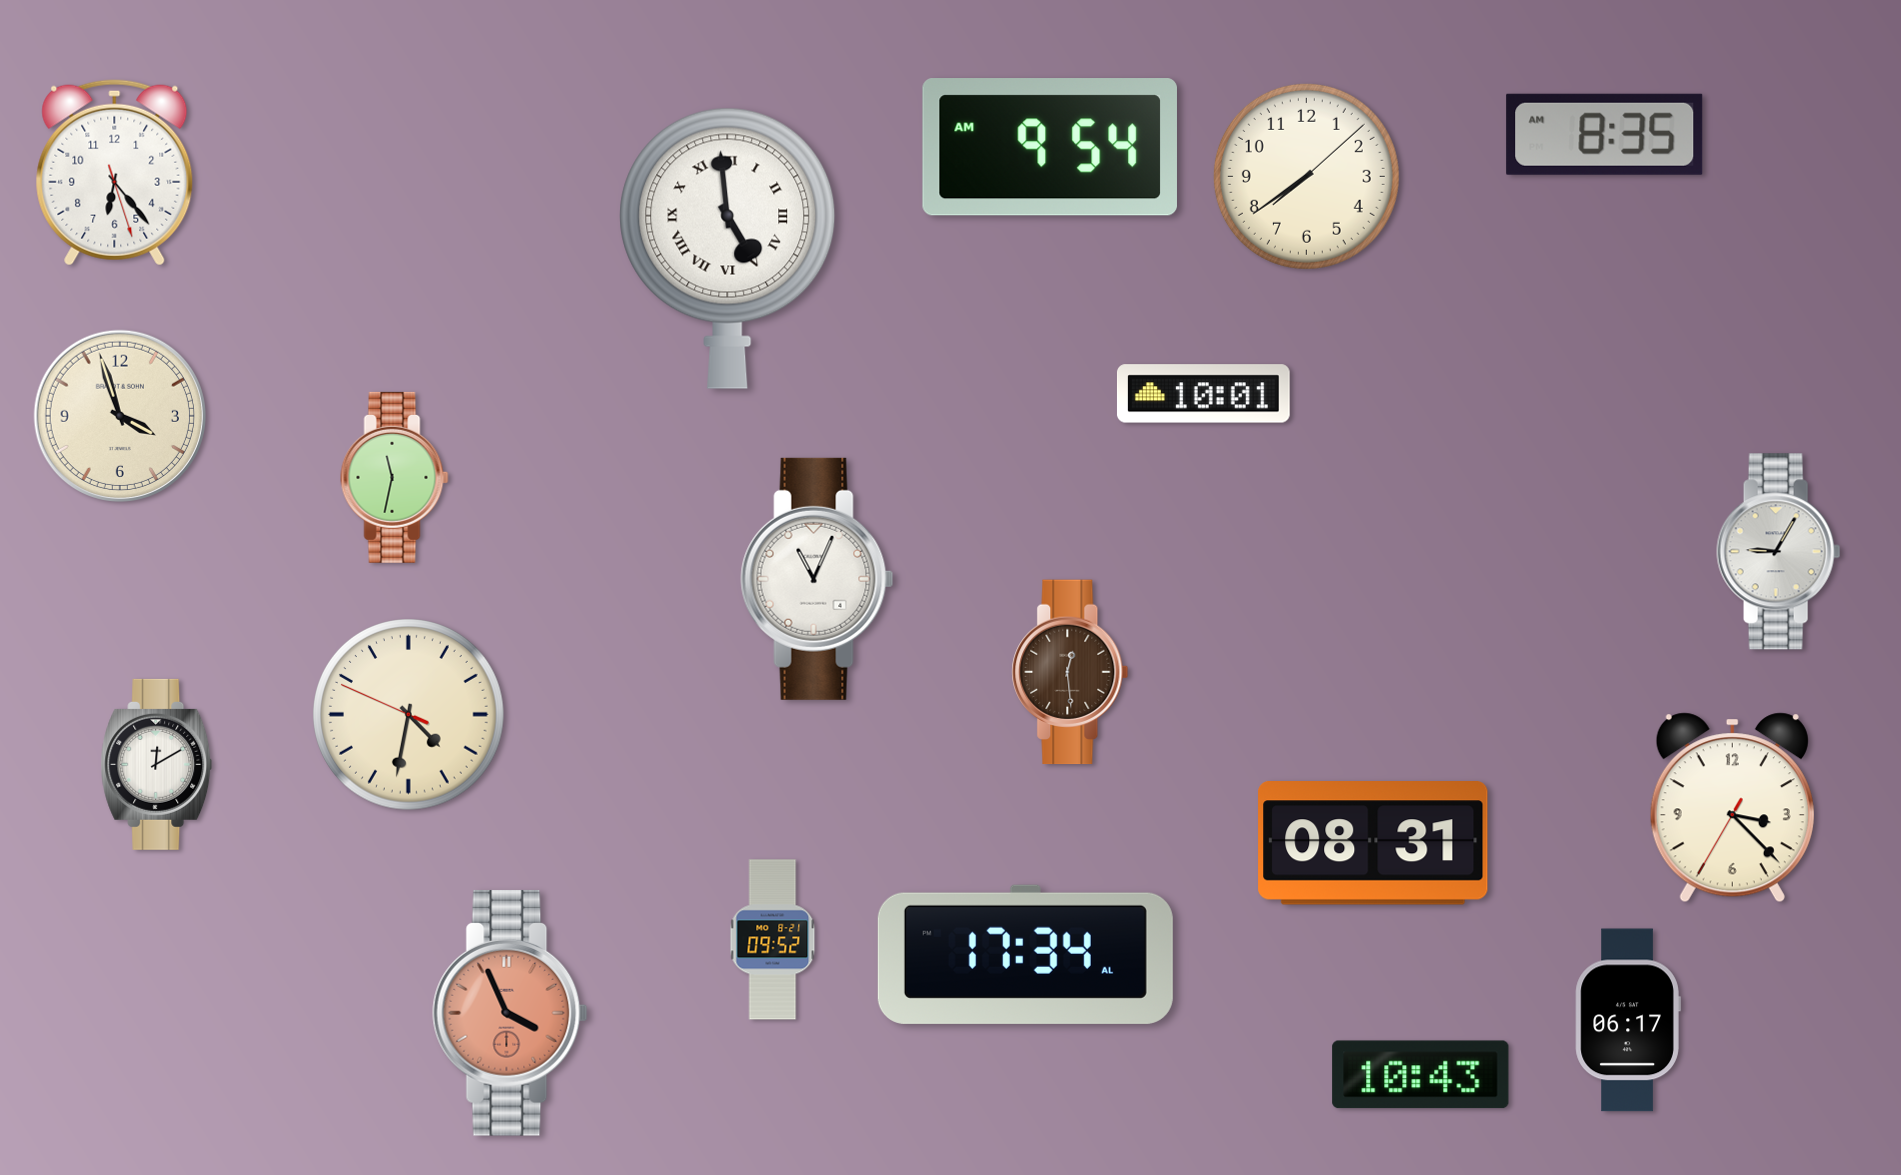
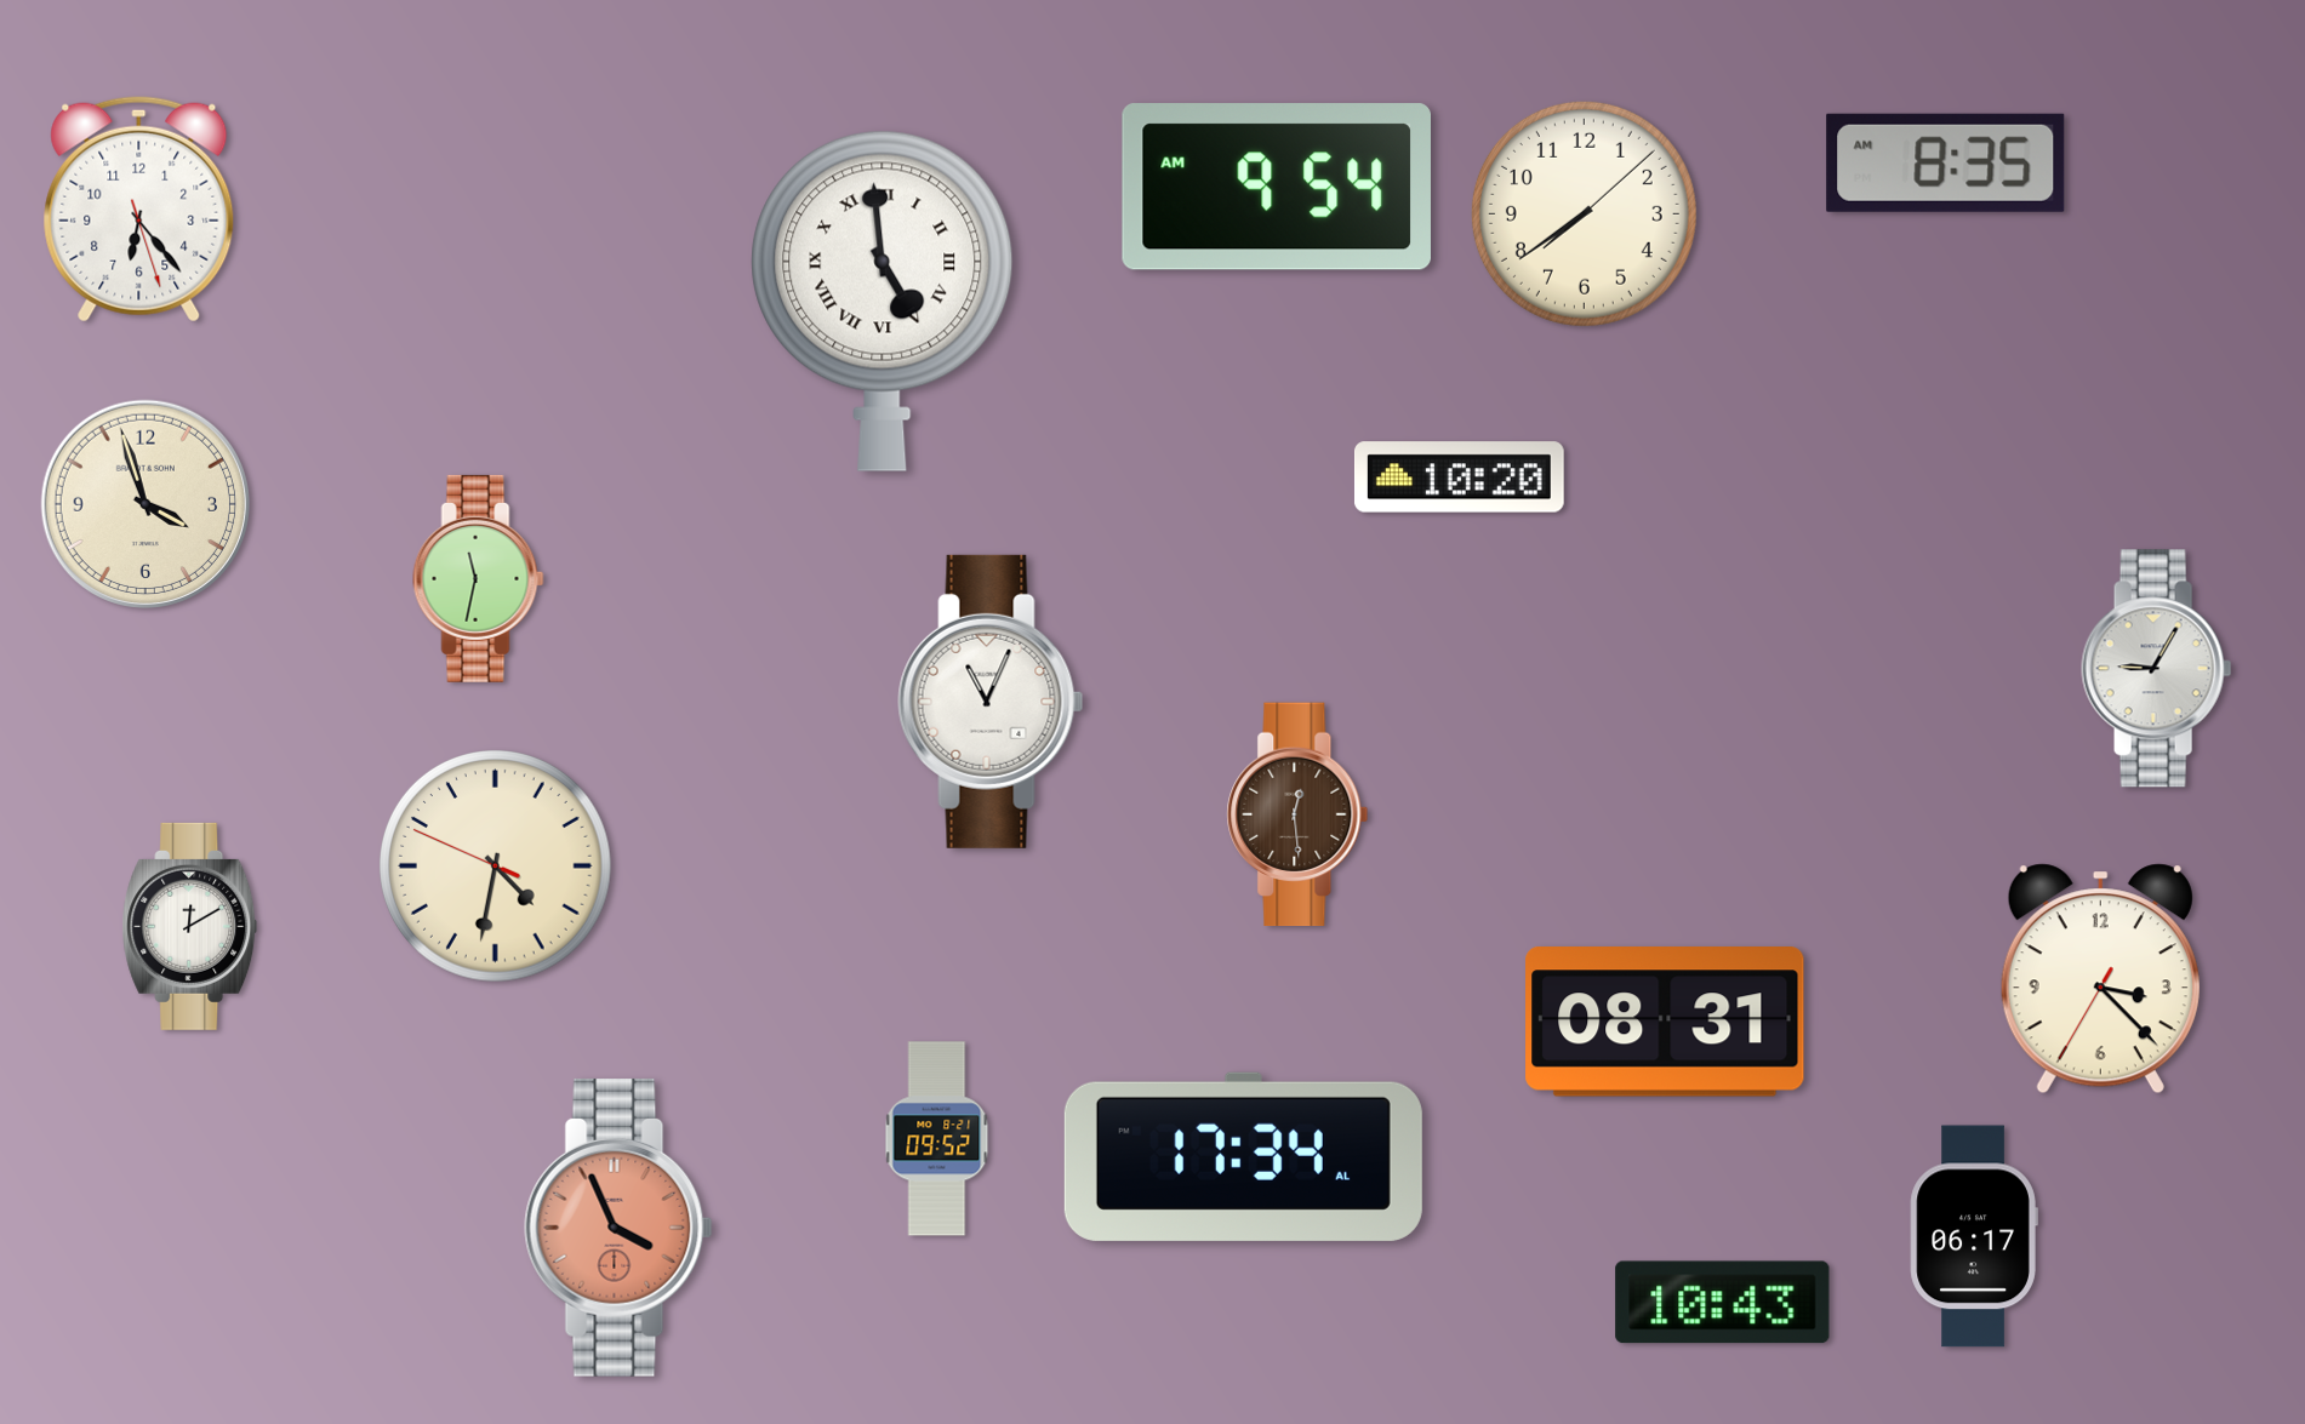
clock at (1050, 147) position: (1050, 147) -> (1277, 187)
clock at (1203, 394): 10:01 -> 10:20
